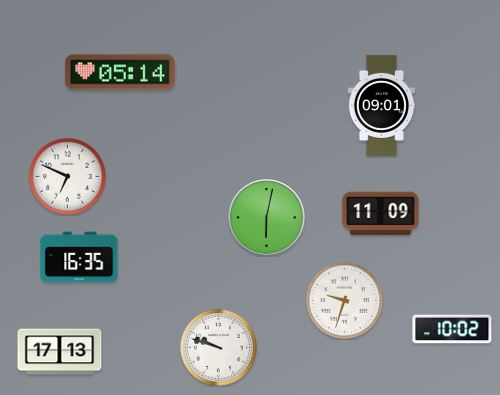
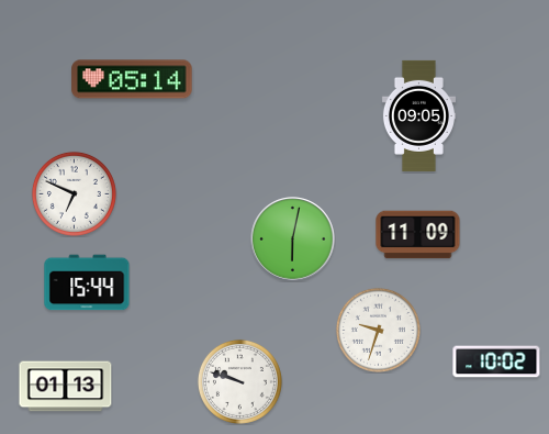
clock at (381, 105): 09:01 -> 09:05
clock at (79, 257): 16:35 -> 15:44
clock at (60, 352): 17:13 -> 01:13
